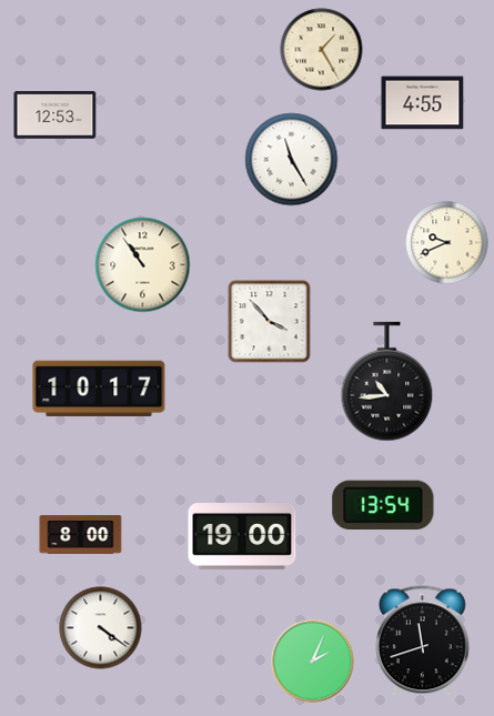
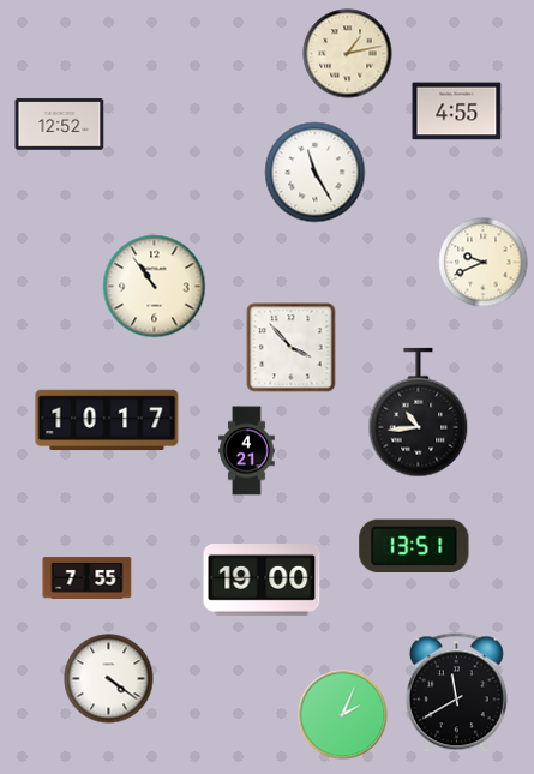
clock at (322, 50): 1:25 -> 1:13
clock at (56, 115): 12:53 -> 12:52
clock at (247, 451): none -> 4:21
clock at (383, 504): 13:54 -> 13:51
clock at (81, 535): 8:00 -> 7:55
clock at (422, 642): 11:42 -> 11:40
clock at (313, 662) position: (313, 662) -> (343, 715)
